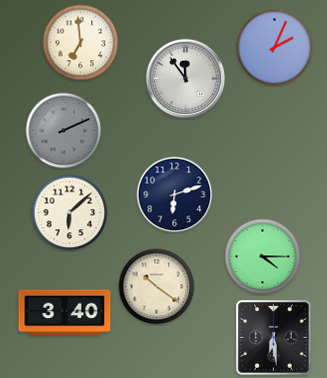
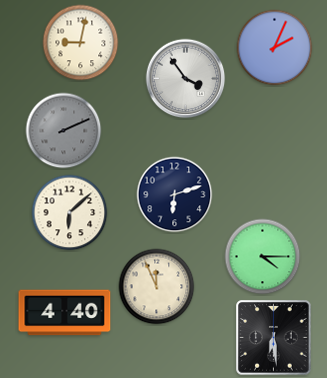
clock at (81, 43): 6:59 -> 9:02
clock at (186, 79): 11:54 -> 3:54
clock at (157, 287): 10:21 -> 11:56
clock at (65, 313): 3:40 -> 4:40
